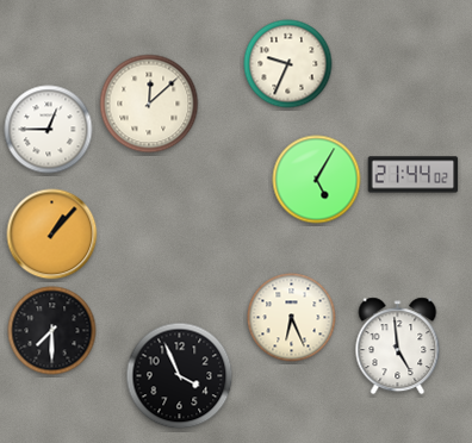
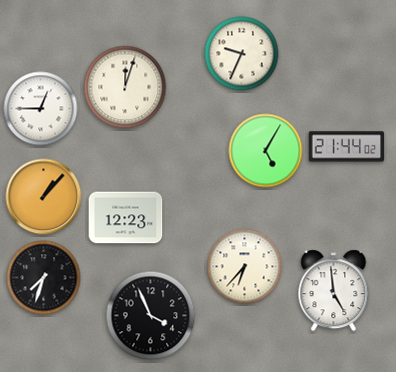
clock at (149, 104): 12:08 -> 12:03
clock at (126, 218): none -> 12:23
clock at (292, 318): 6:26 -> 6:37
clock at (52, 331): 7:30 -> 7:33
